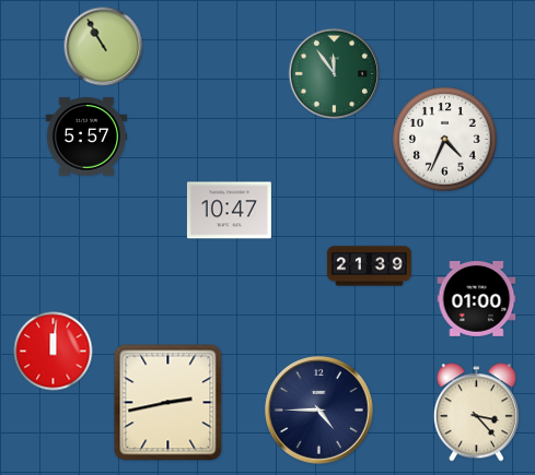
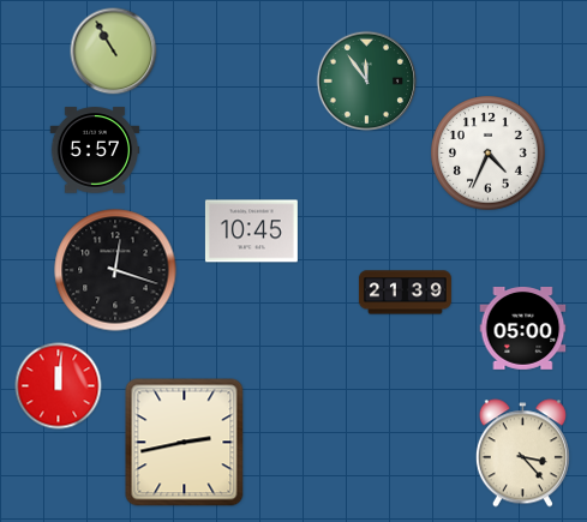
clock at (229, 211): 10:47 -> 10:45
clock at (115, 270): none -> 12:18
clock at (477, 299): 01:00 -> 05:00
clock at (319, 411): 4:45 -> none
